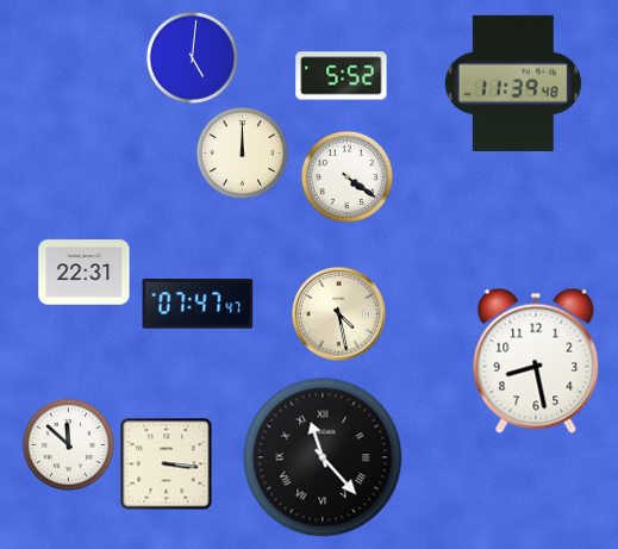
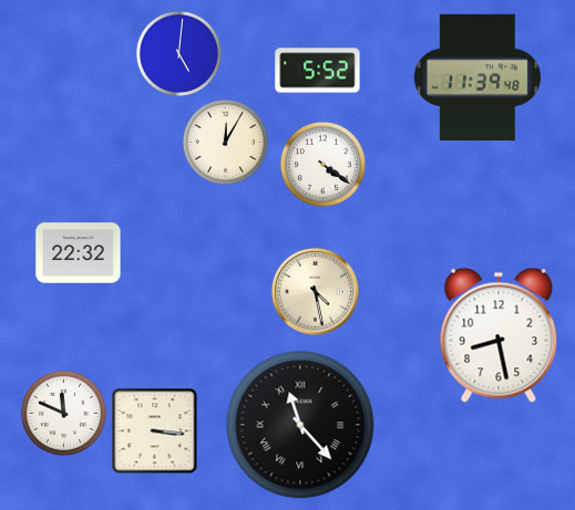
clock at (242, 152): 12:00 -> 12:05
clock at (85, 273): 22:31 -> 22:32
clock at (198, 304): 07:47 -> none
clock at (68, 444): 11:52 -> 11:49
